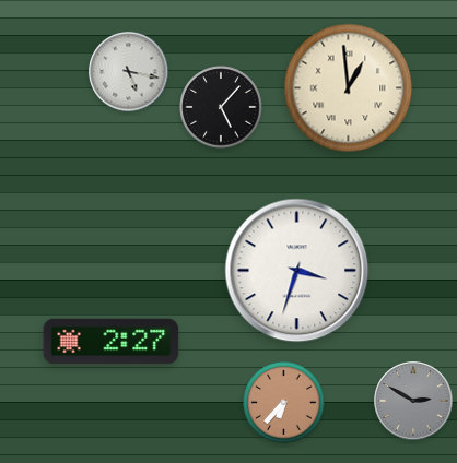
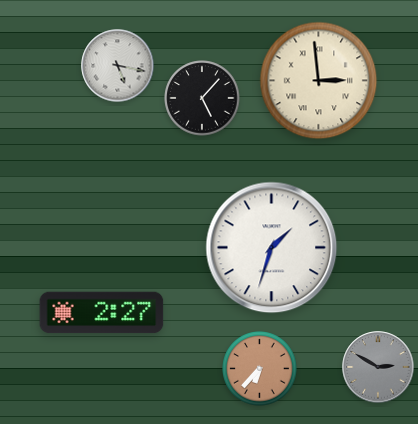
clock at (349, 88): 12:59 -> 2:59
clock at (297, 271): 3:33 -> 1:33
